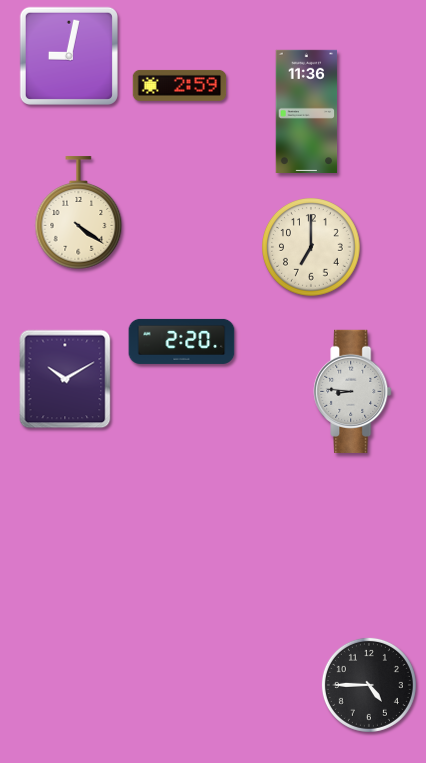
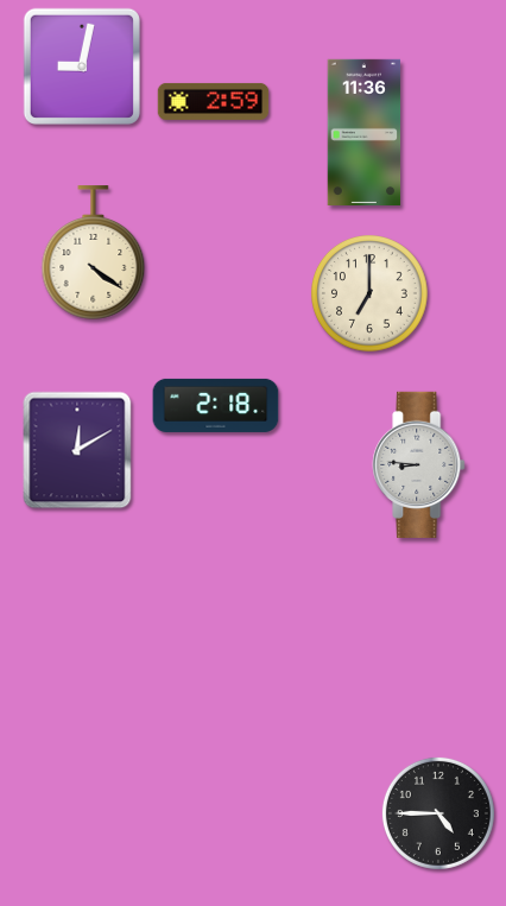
clock at (182, 341): 2:20 -> 2:18
clock at (65, 379): 10:10 -> 12:10
